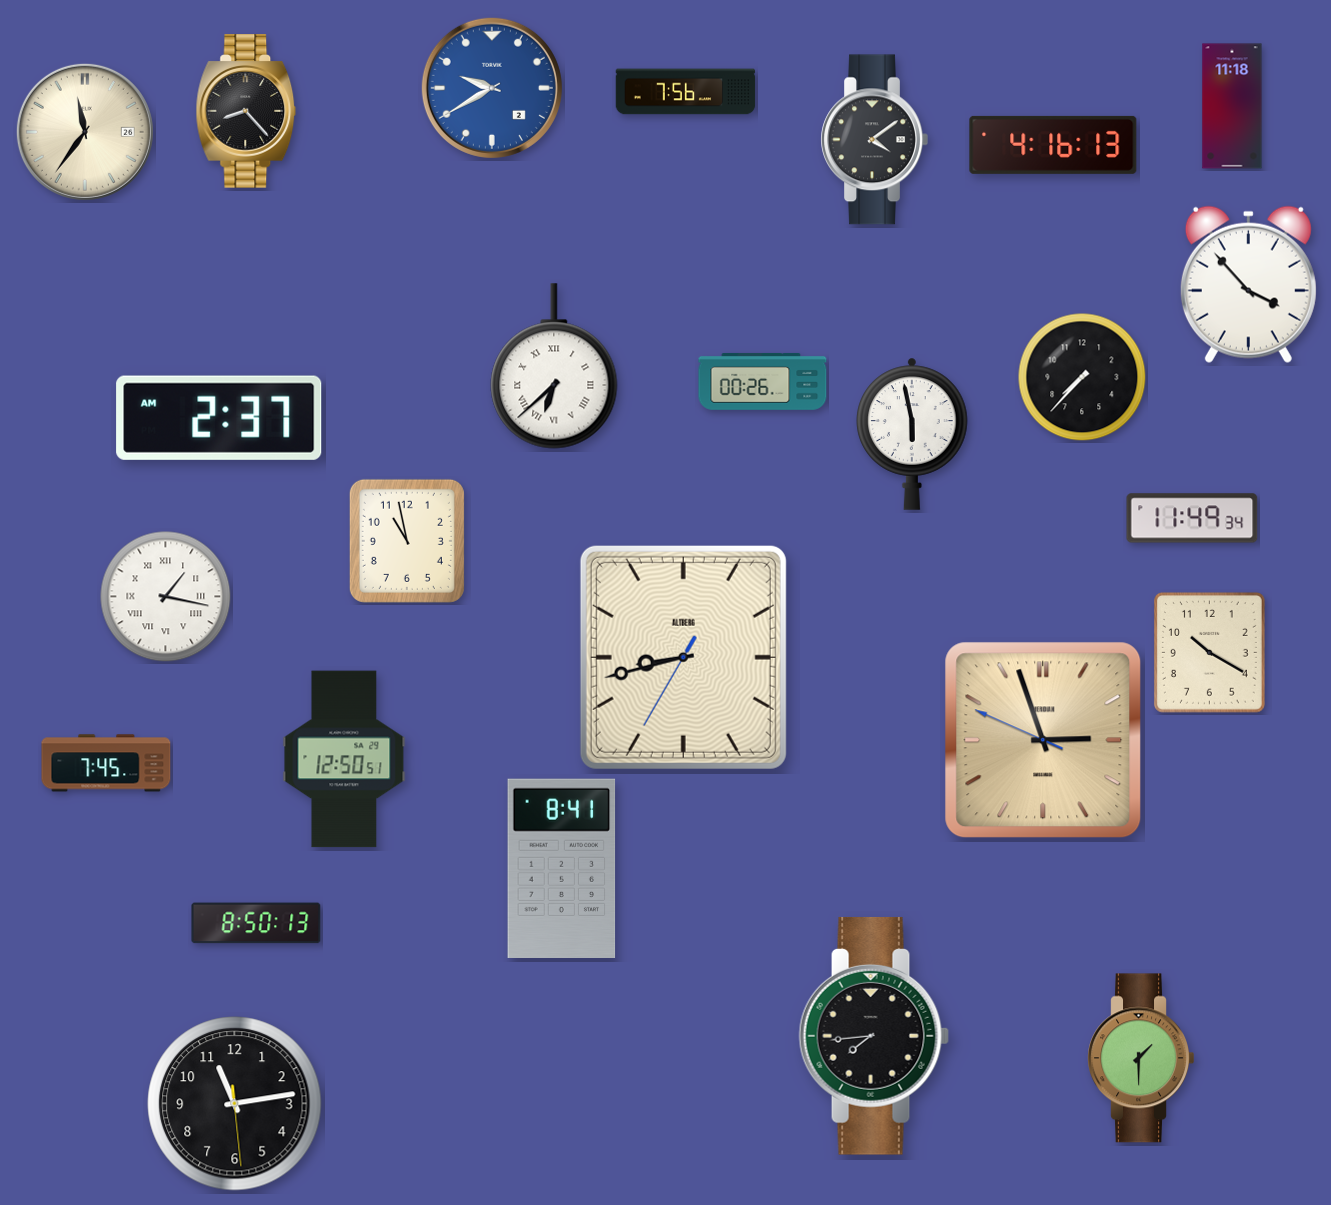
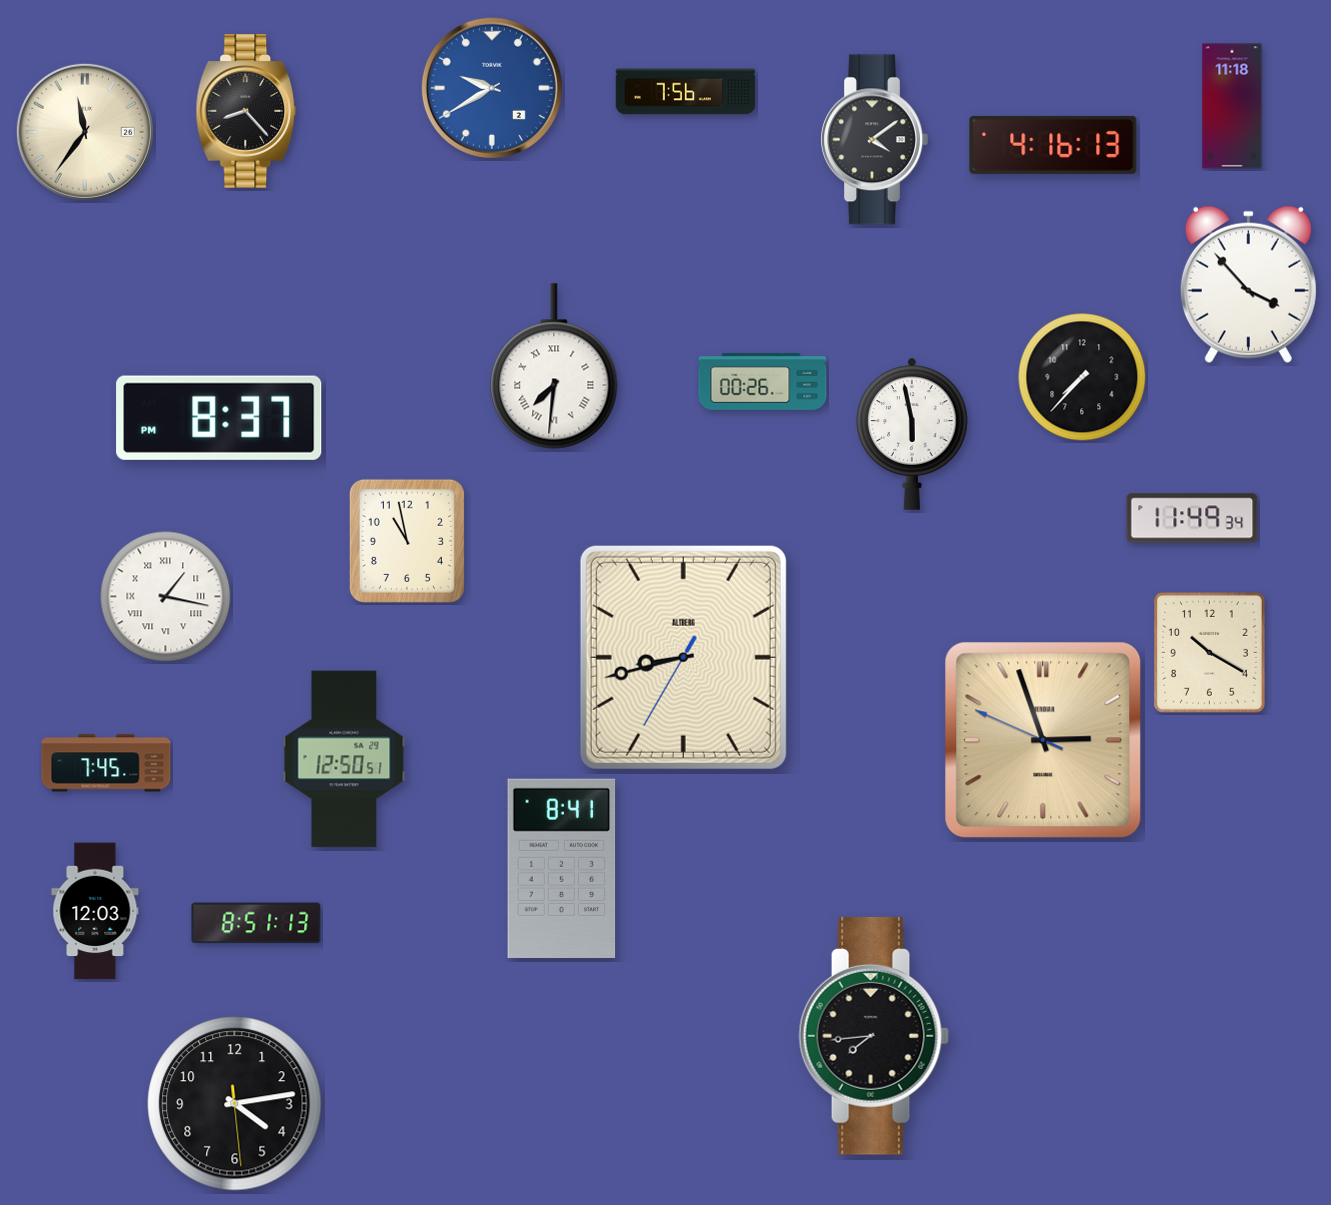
clock at (554, 366): 6:38 -> 7:31
clock at (219, 418): 2:37 -> 8:37
clock at (95, 911): none -> 12:03
clock at (256, 923): 8:50 -> 8:51
clock at (1140, 1058): 1:30 -> none
clock at (235, 1104): 11:13 -> 4:13
